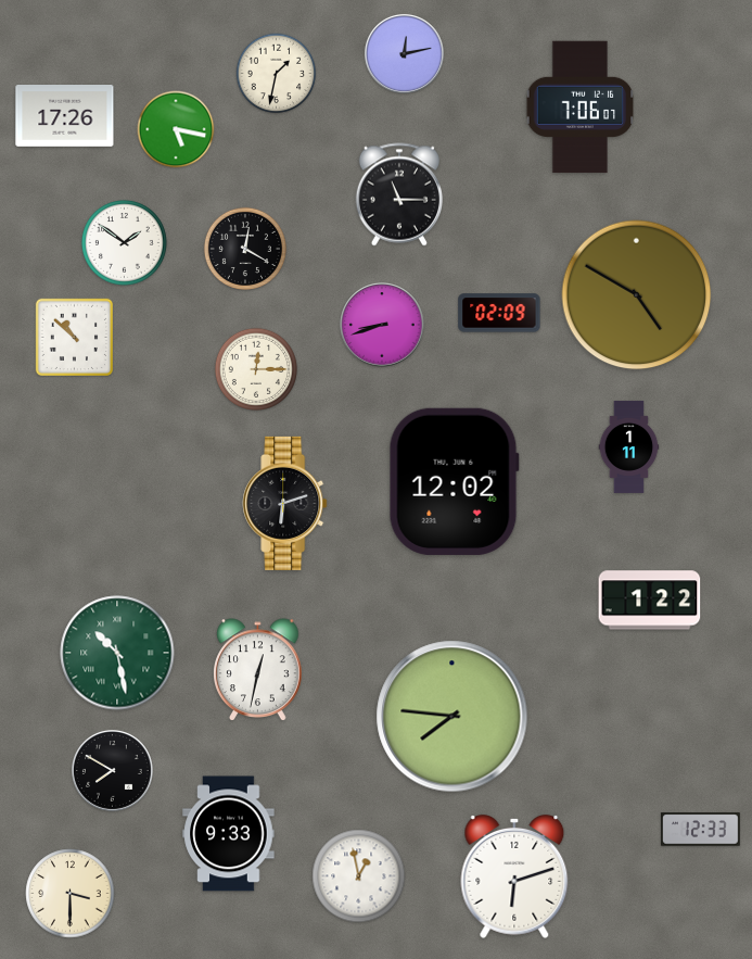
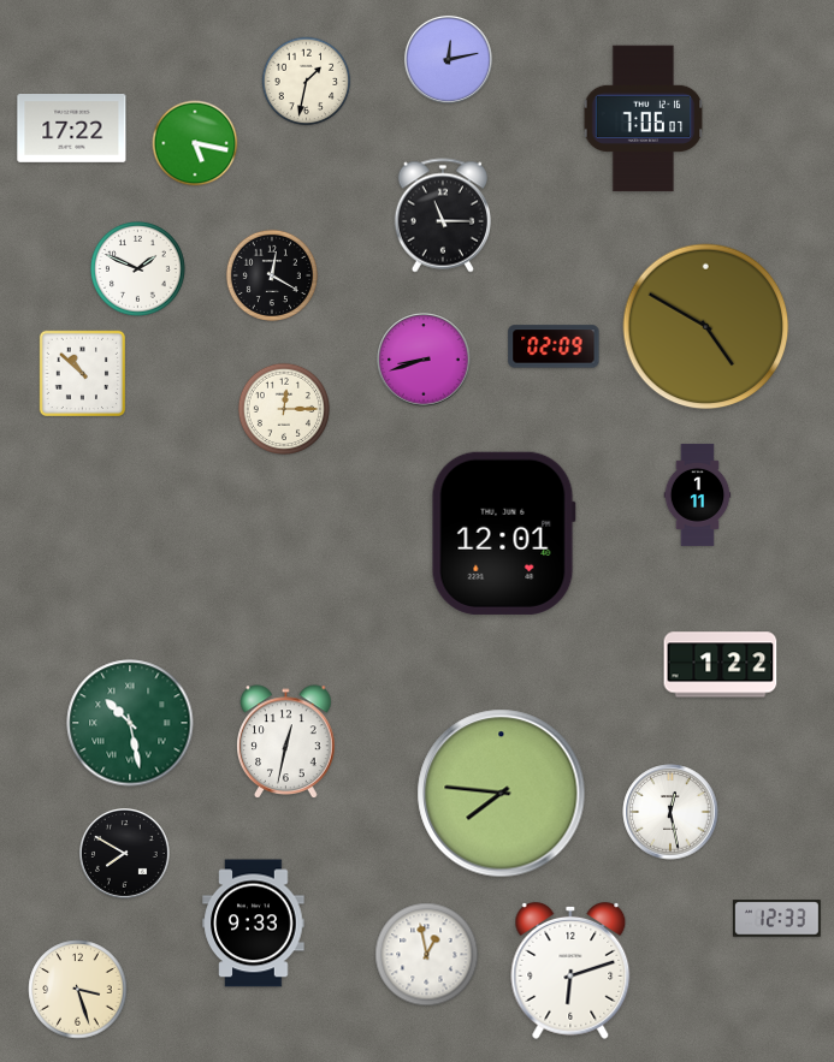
clock at (65, 116): 17:26 -> 17:22
clock at (124, 243): 1:51 -> 1:49
clock at (454, 481): 12:02 -> 12:01
clock at (285, 503): 6:12 -> none
clock at (670, 812): none -> 12:28
clock at (359, 876) position: (359, 876) -> (427, 955)
clock at (71, 894): 3:30 -> 3:27
